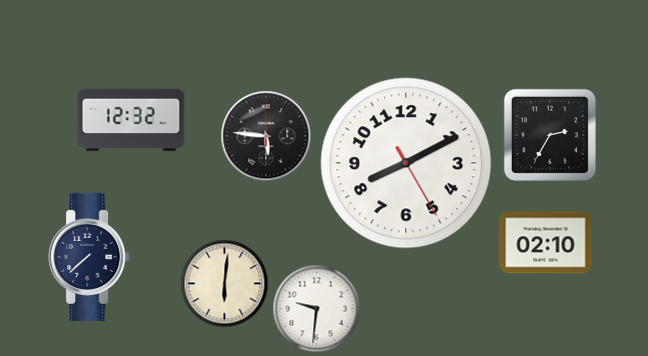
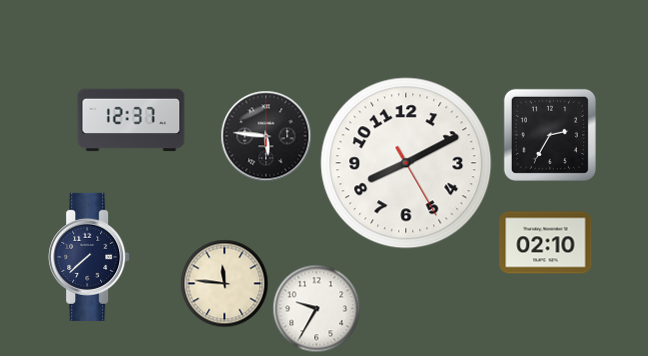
clock at (131, 120): 12:32 -> 12:37
clock at (224, 283): 6:01 -> 11:46
clock at (316, 308): 9:31 -> 9:35
